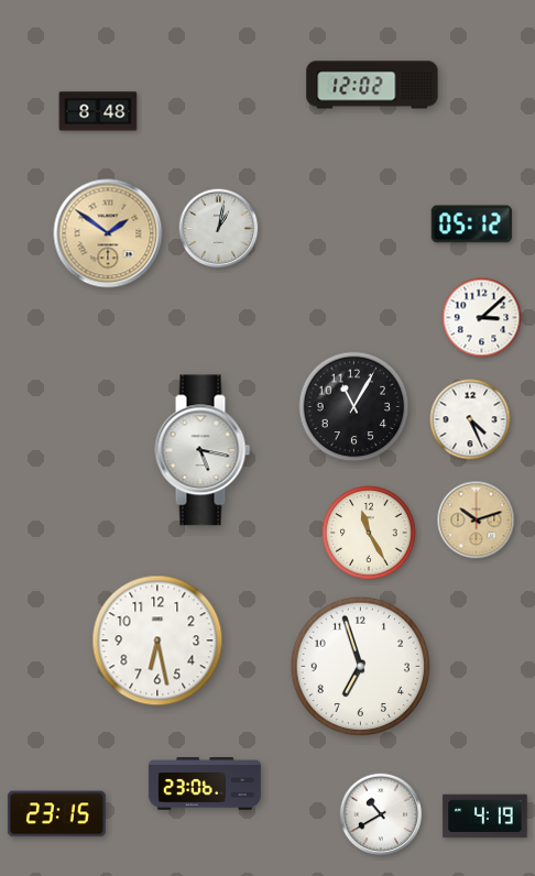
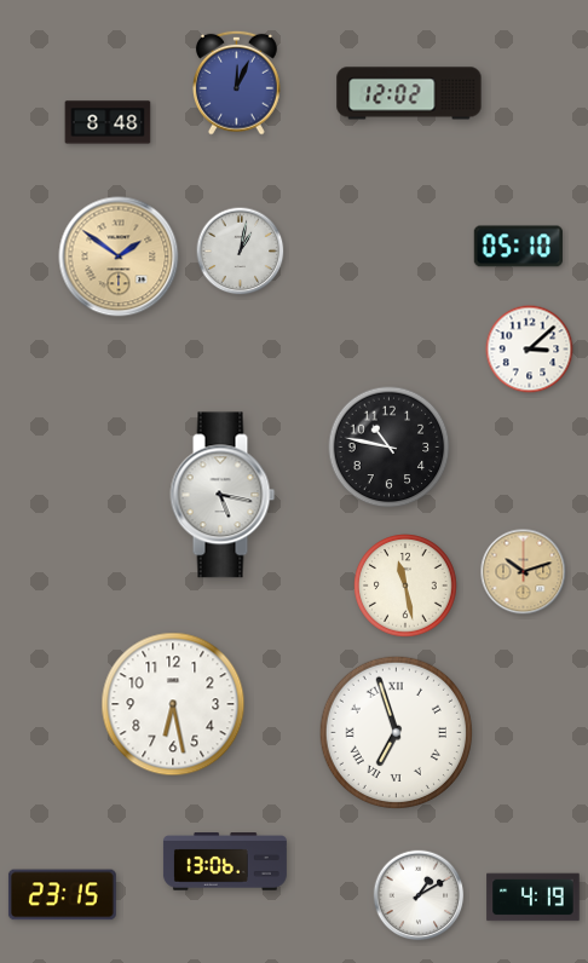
clock at (237, 82): none -> 12:04
clock at (471, 225): 05:12 -> 05:10
clock at (354, 407): 11:05 -> 10:47
clock at (470, 419): 4:26 -> none
clock at (369, 533): 11:25 -> 11:28
clock at (360, 666) numerals: Arabic -> Roman
clock at (205, 784): 23:06 -> 13:06
clock at (381, 814): 10:40 -> 1:10
